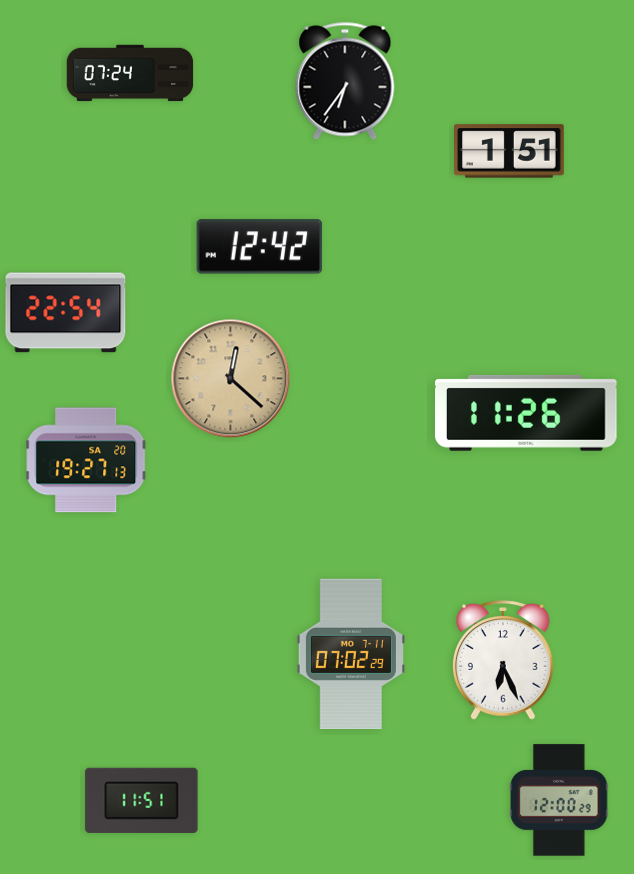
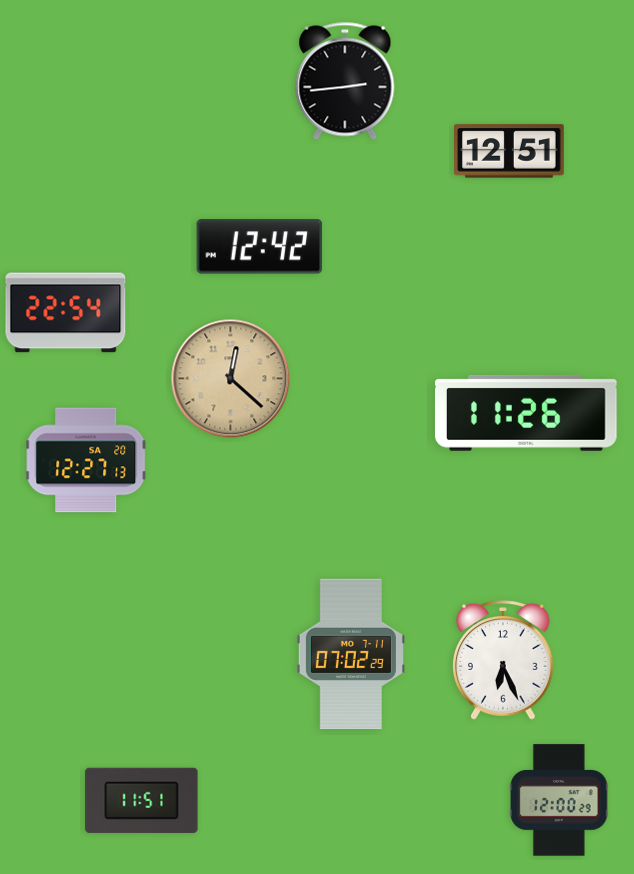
clock at (130, 73): 07:24 -> none
clock at (345, 81): 6:36 -> 2:44
clock at (510, 151): 1:51 -> 12:51
clock at (87, 460): 19:27 -> 12:27
